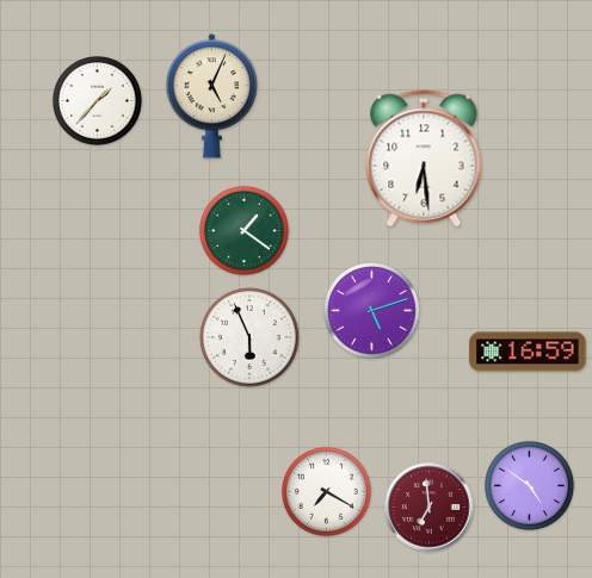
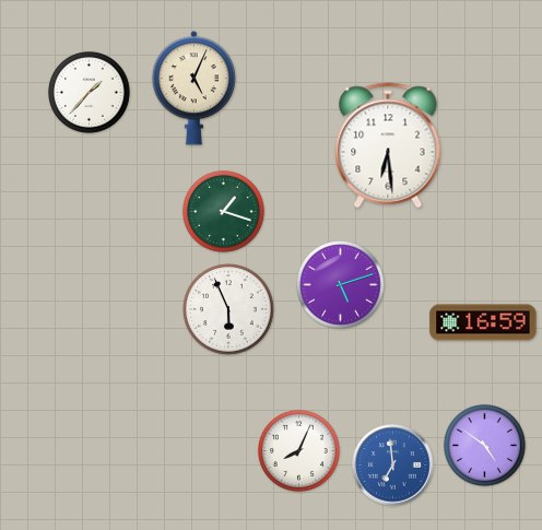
clock at (243, 230): 1:21 -> 1:18
clock at (326, 491): 7:20 -> 8:04
clock at (430, 508) dial: burgundy -> blue
